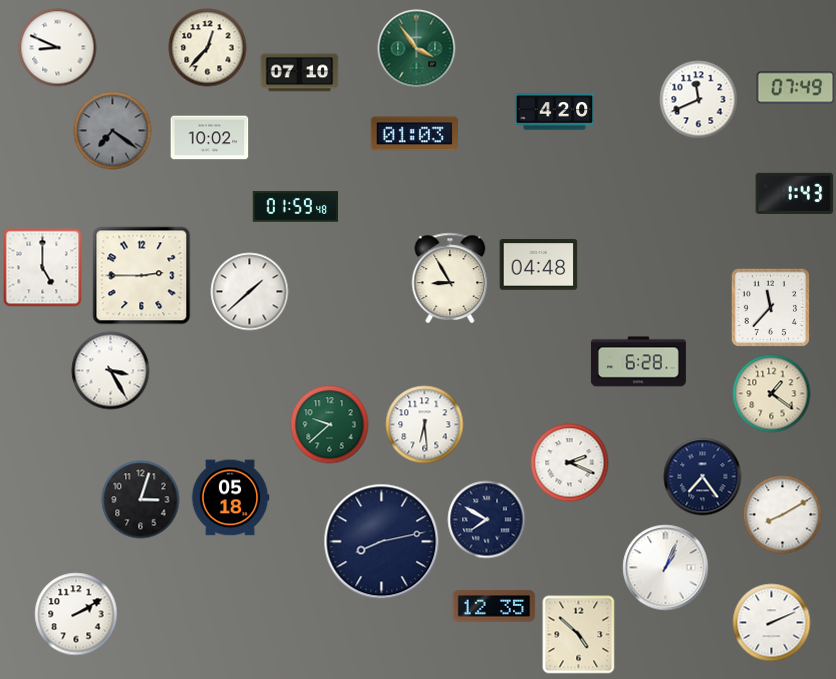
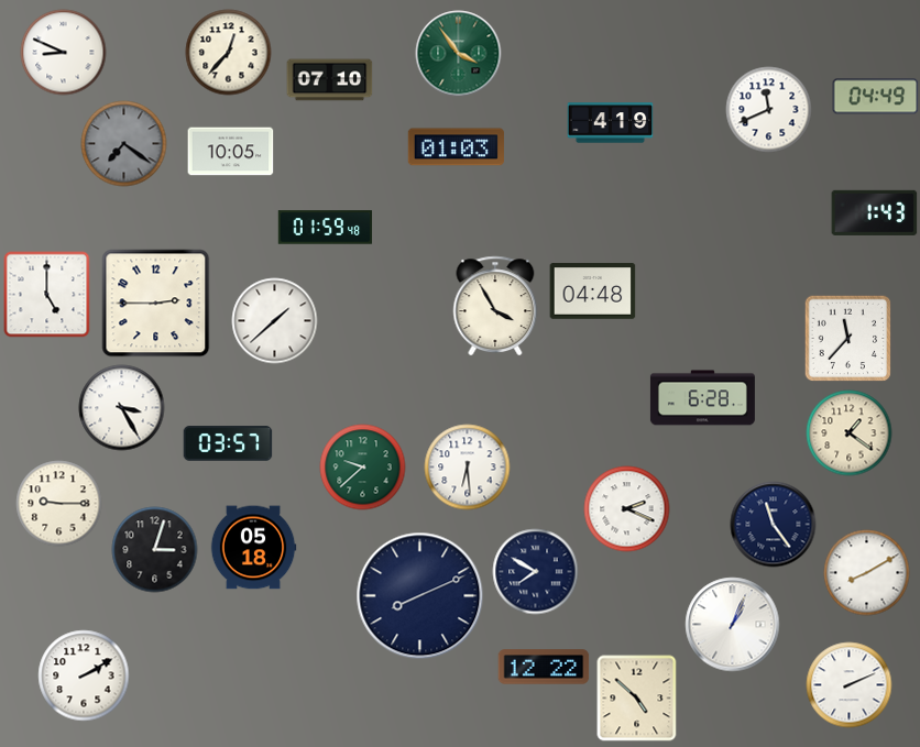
clock at (795, 88): 07:49 -> 04:49
clock at (554, 112): 4:20 -> 4:19
clock at (209, 138): 10:02 -> 10:05
clock at (450, 278): 8:55 -> 3:55
clock at (228, 443): none -> 03:57
clock at (58, 503): none -> 9:15
clock at (702, 476): 7:24 -> 11:24
clock at (782, 514) position: (782, 514) -> (866, 572)
clock at (381, 541): 8:13 -> 8:11
clock at (494, 606): 12:35 -> 12:22
